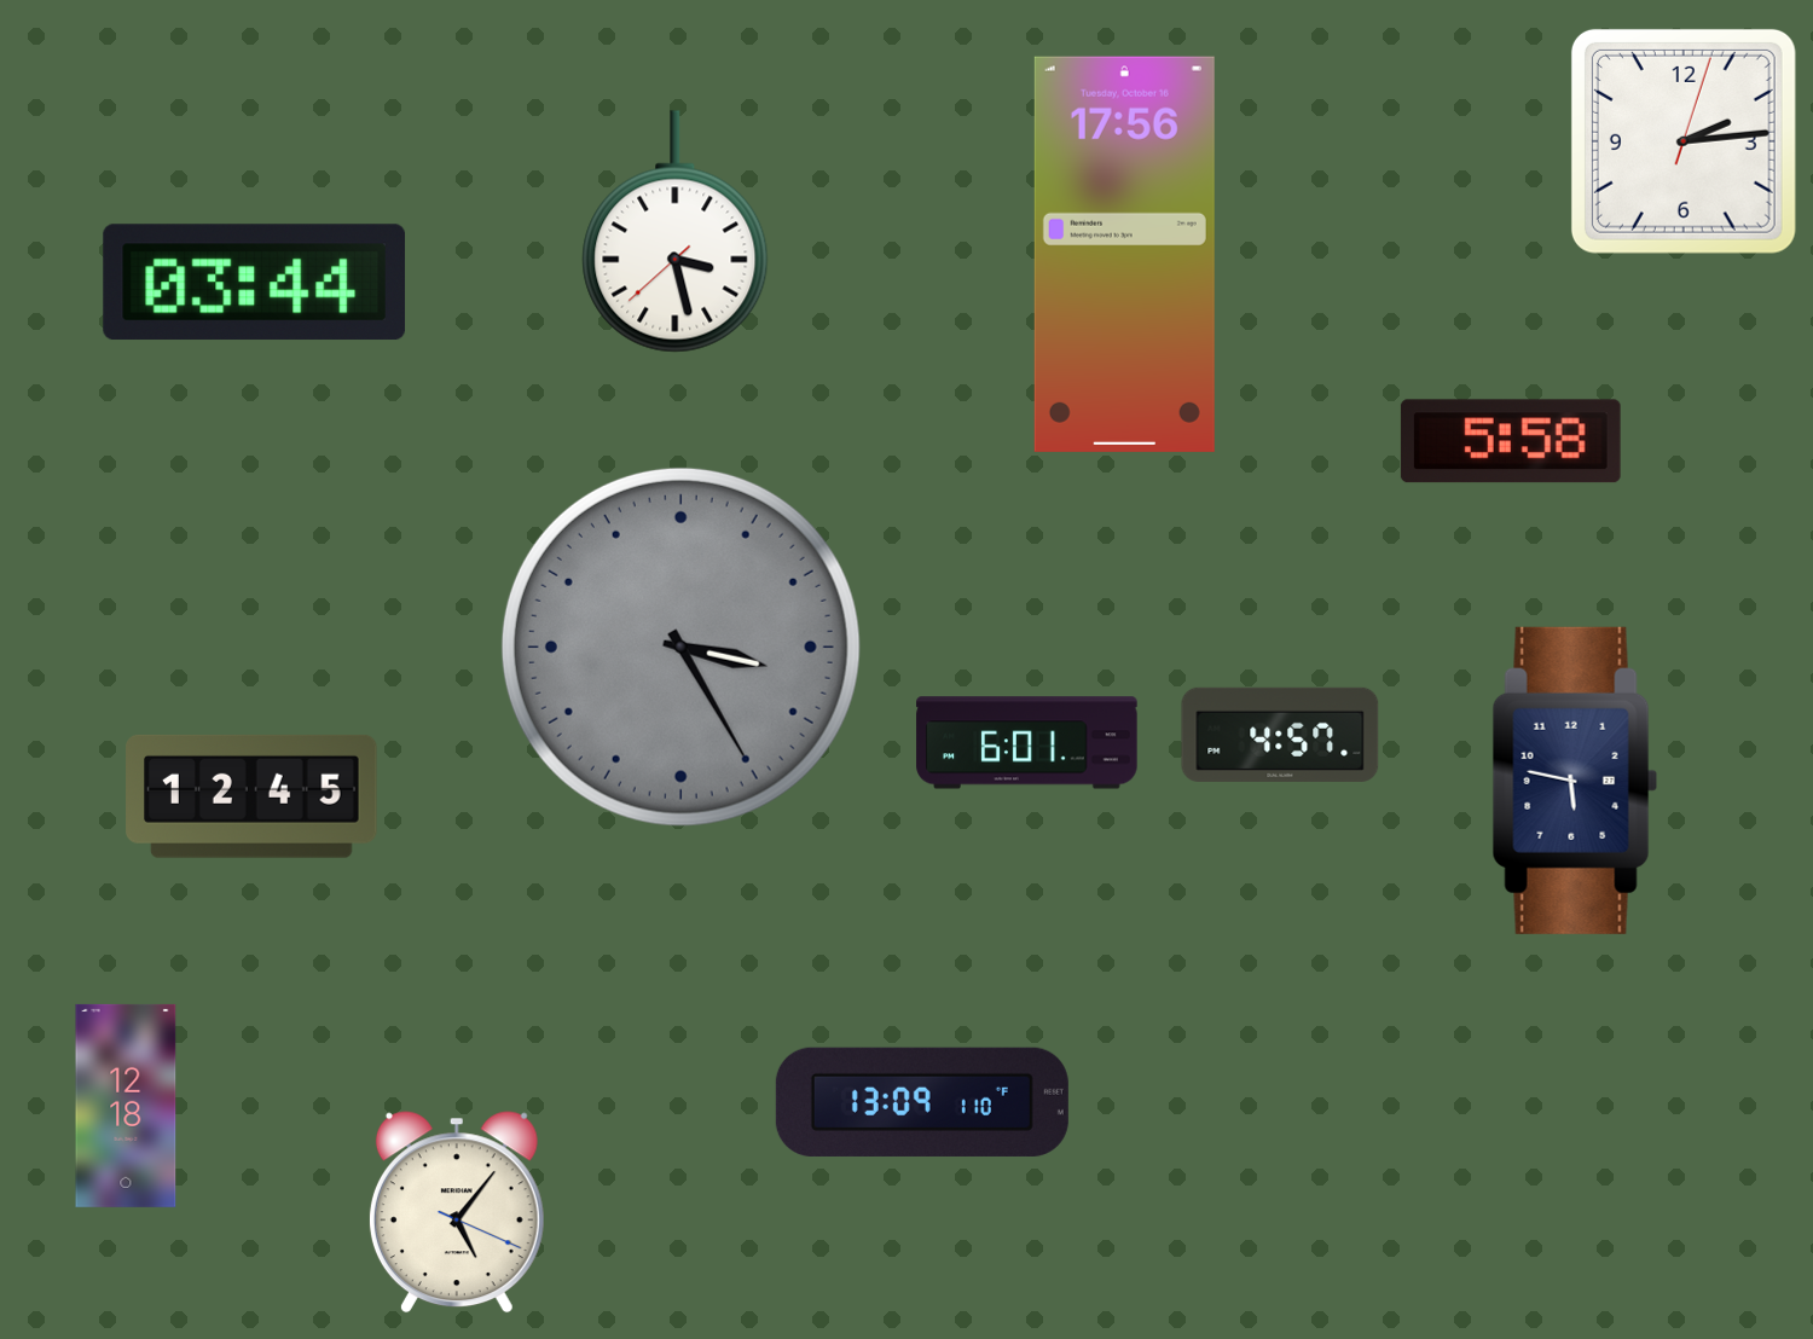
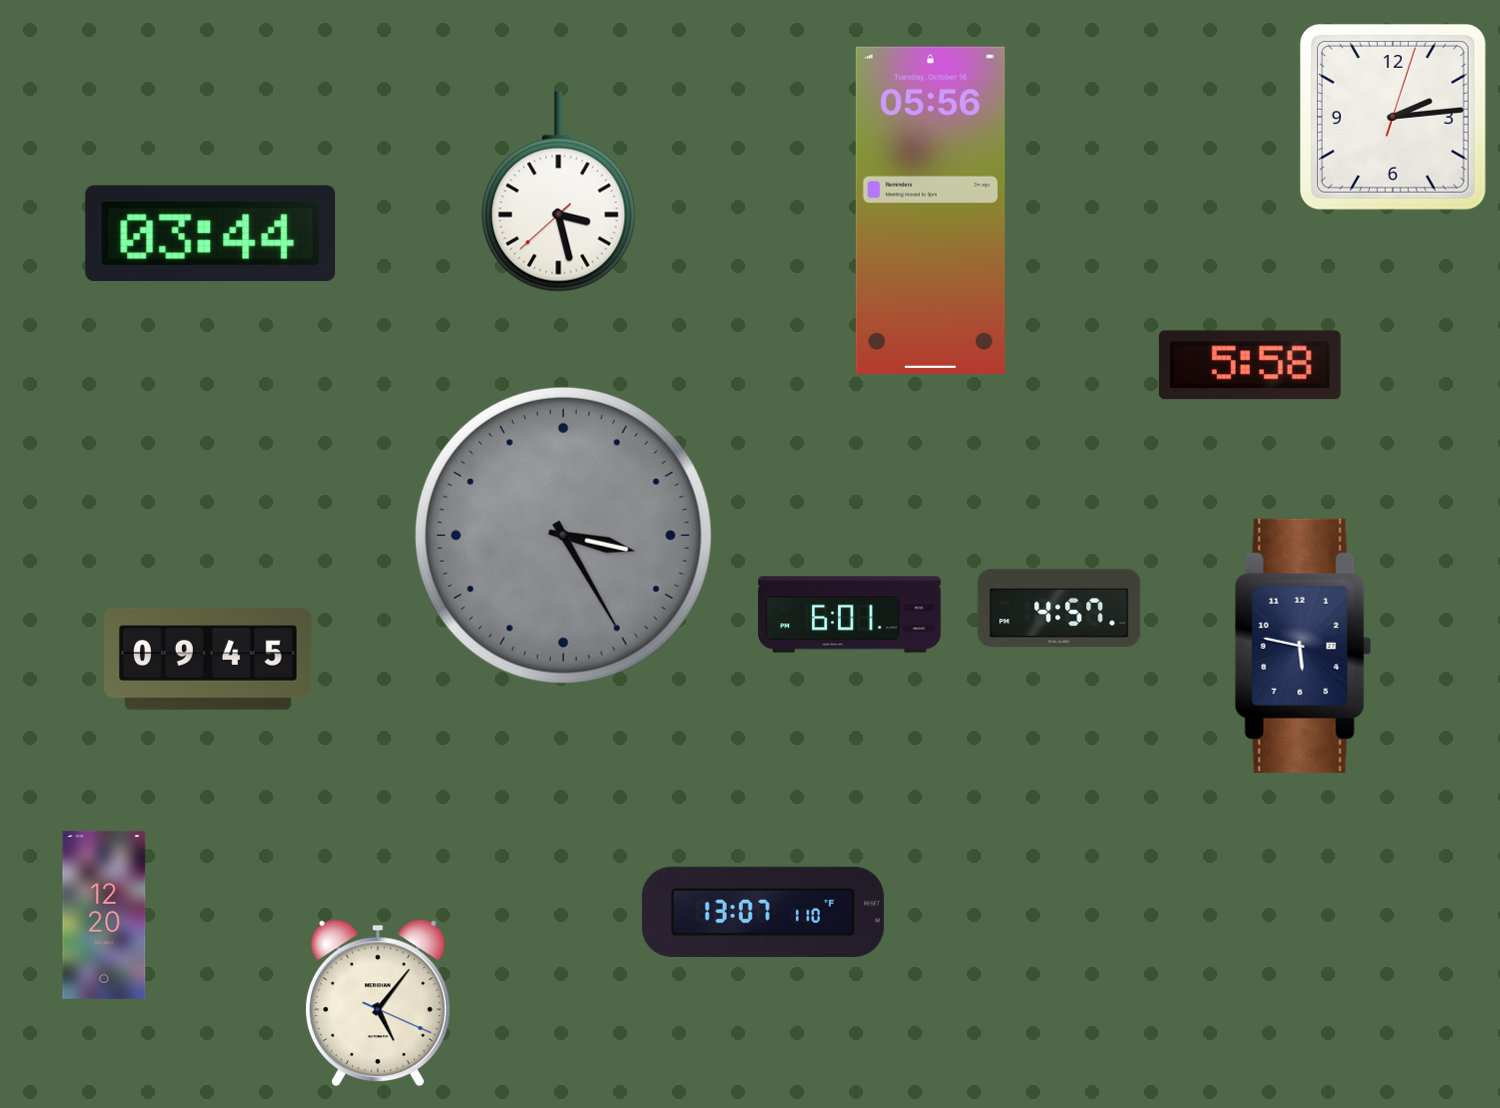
clock at (1124, 254): 17:56 -> 05:56
clock at (251, 796): 12:45 -> 09:45
clock at (922, 1102): 13:09 -> 13:07
clock at (126, 1106): 12:18 -> 12:20
